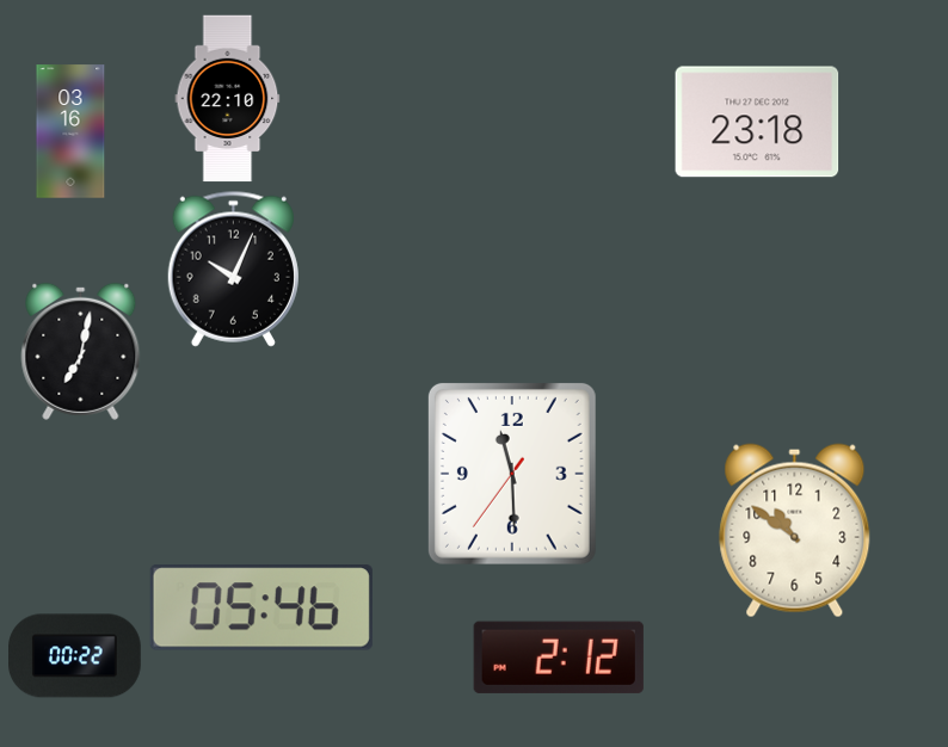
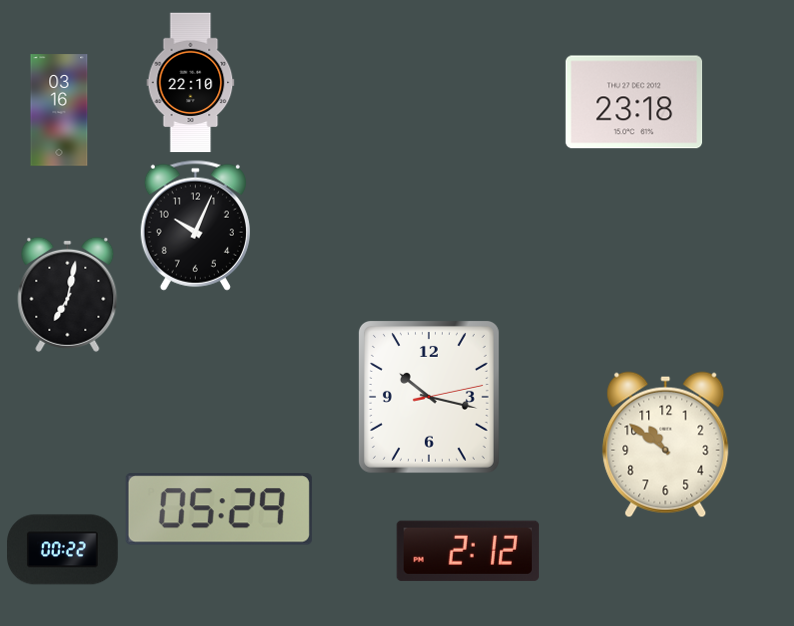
clock at (512, 474): 11:29 -> 10:17
clock at (261, 607): 05:46 -> 05:29
